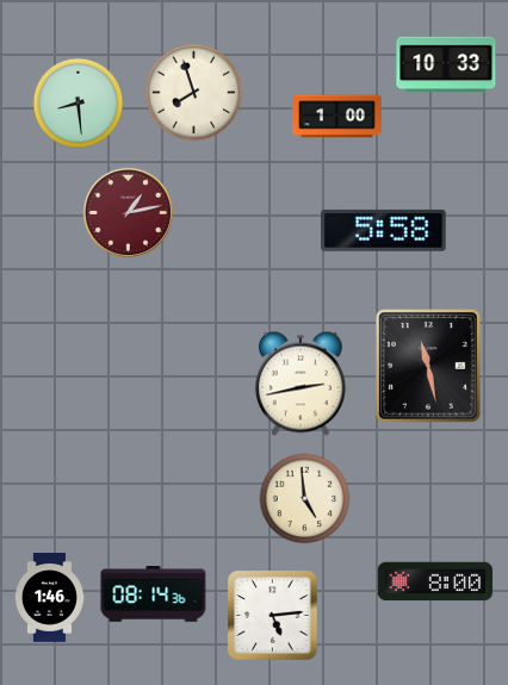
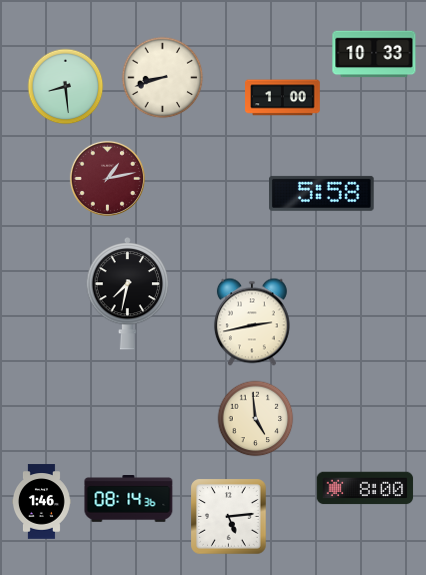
clock at (194, 93): 7:57 -> 8:42
clock at (128, 293): none -> 7:32
clock at (428, 366): 11:28 -> none
